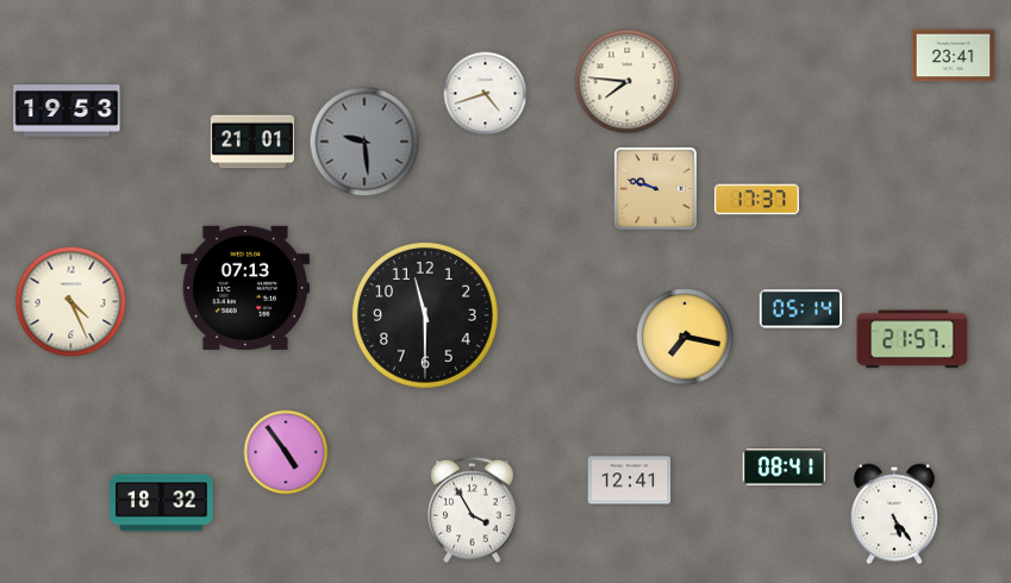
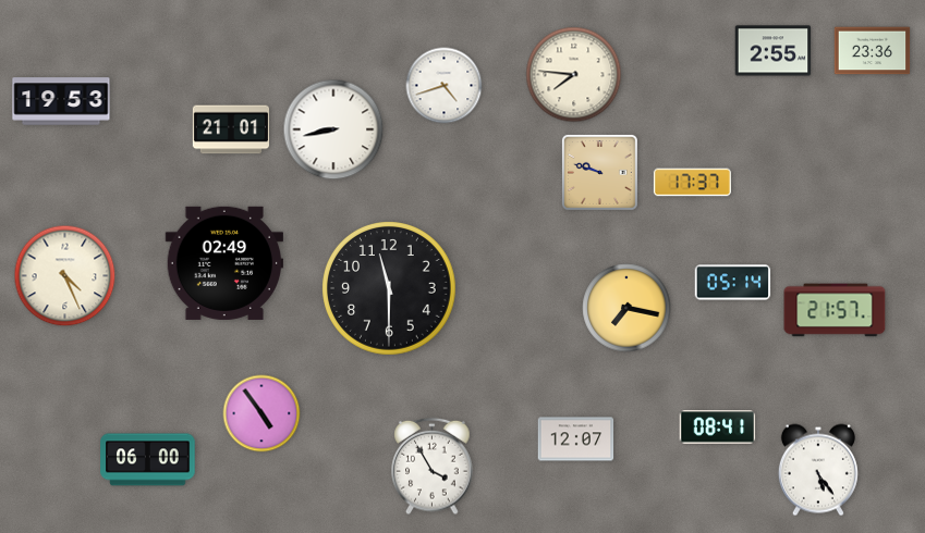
clock at (774, 51): none -> 2:55
clock at (954, 56): 23:41 -> 23:36
clock at (364, 142): 9:29 -> 8:43
clock at (364, 142) dial: grey -> white
clock at (245, 288): 07:13 -> 02:49
clock at (630, 481): 12:41 -> 12:07
clock at (162, 503): 18:32 -> 06:00
